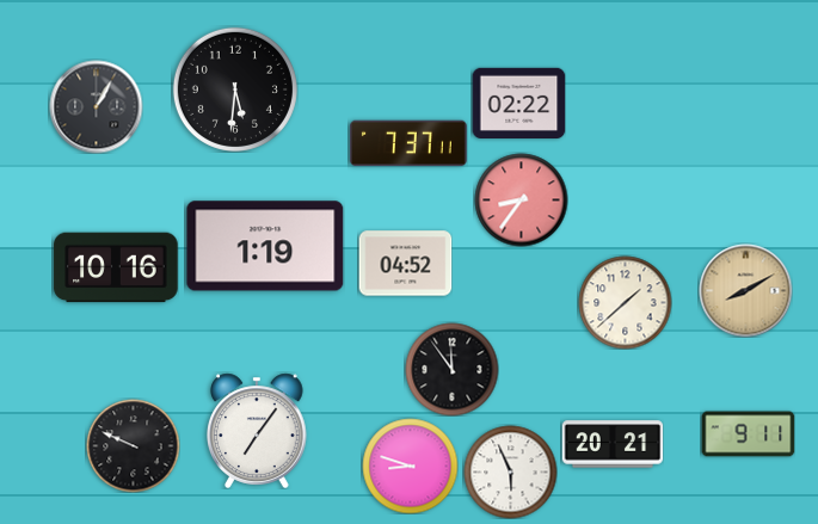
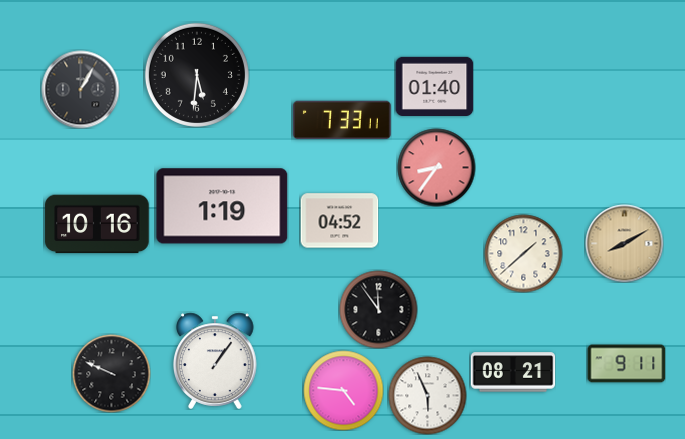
clock at (518, 103): 02:22 -> 01:40
clock at (408, 143): 7:37 -> 7:33
clock at (258, 431): 7:06 -> 1:06
clock at (613, 444): 20:21 -> 08:21
clock at (410, 466): 8:48 -> 4:46
